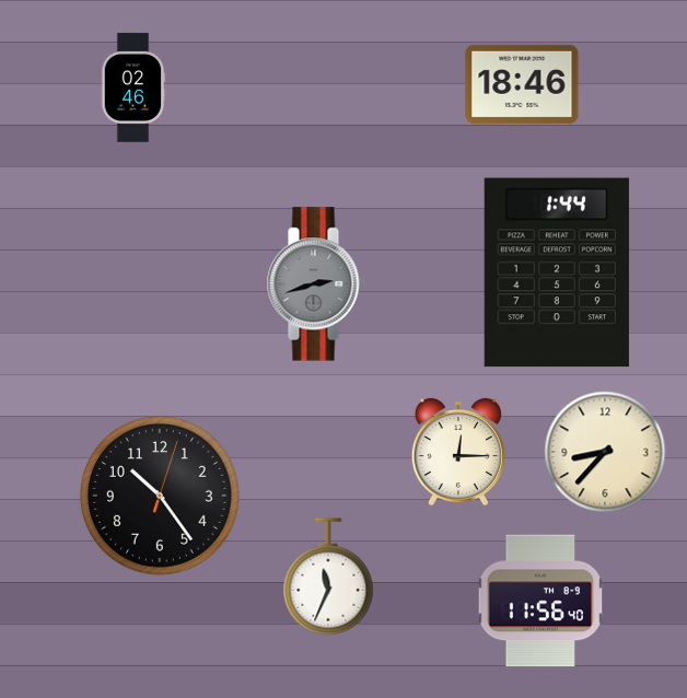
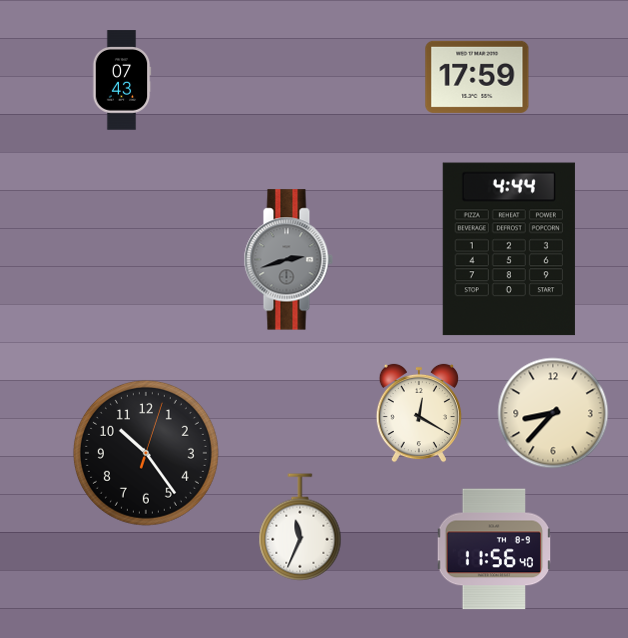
clock at (522, 84): 18:46 -> 17:59
clock at (133, 88): 02:46 -> 07:43
clock at (557, 272): 1:44 -> 4:44
clock at (458, 452): 12:15 -> 12:20
